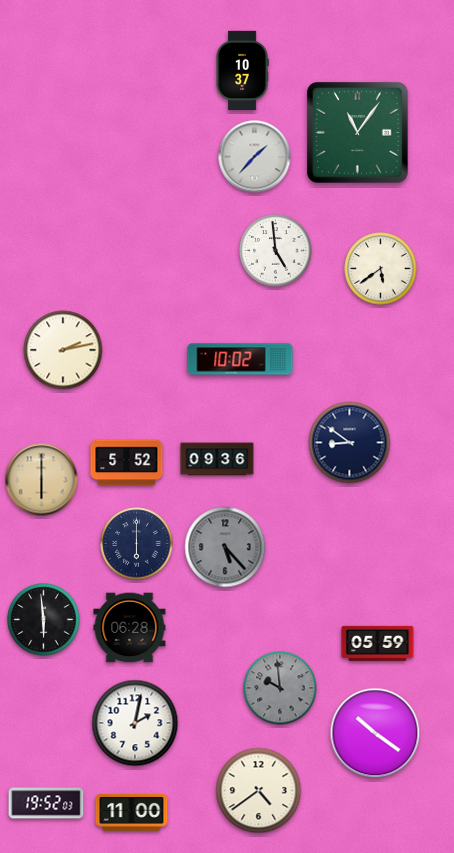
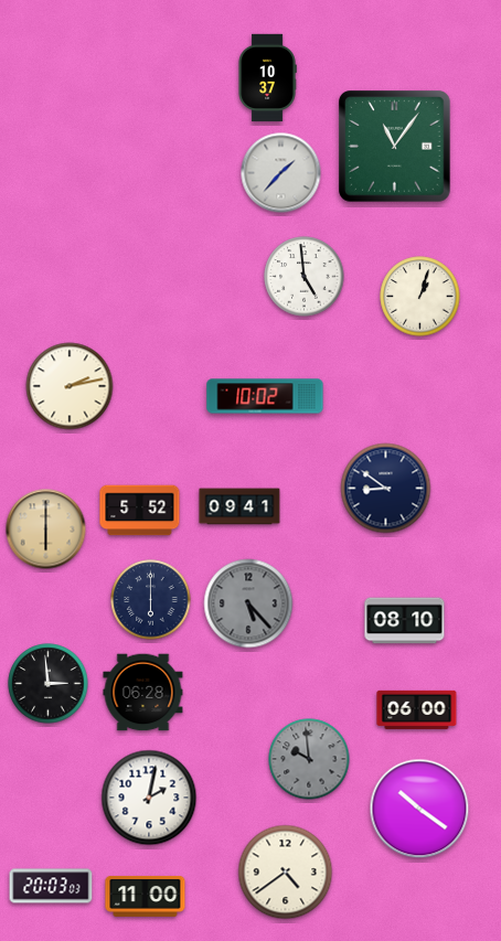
clock at (381, 269): 5:39 -> 1:03
clock at (217, 459): 09:36 -> 09:41
clock at (405, 621): none -> 08:10
clock at (44, 620): 5:59 -> 2:59
clock at (378, 643): 05:59 -> 06:00
clock at (375, 733) position: (375, 733) -> (419, 809)
clock at (46, 803): 19:52 -> 20:03
